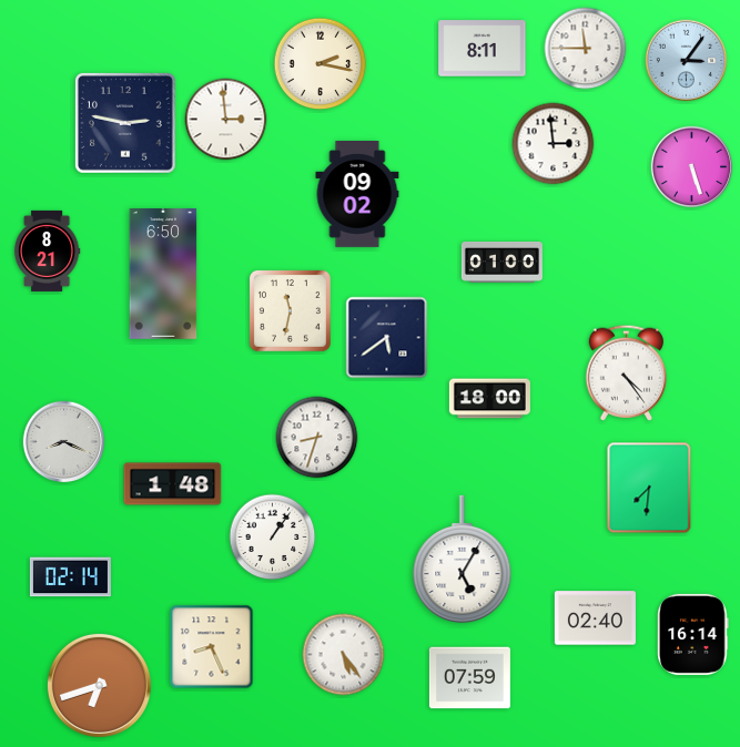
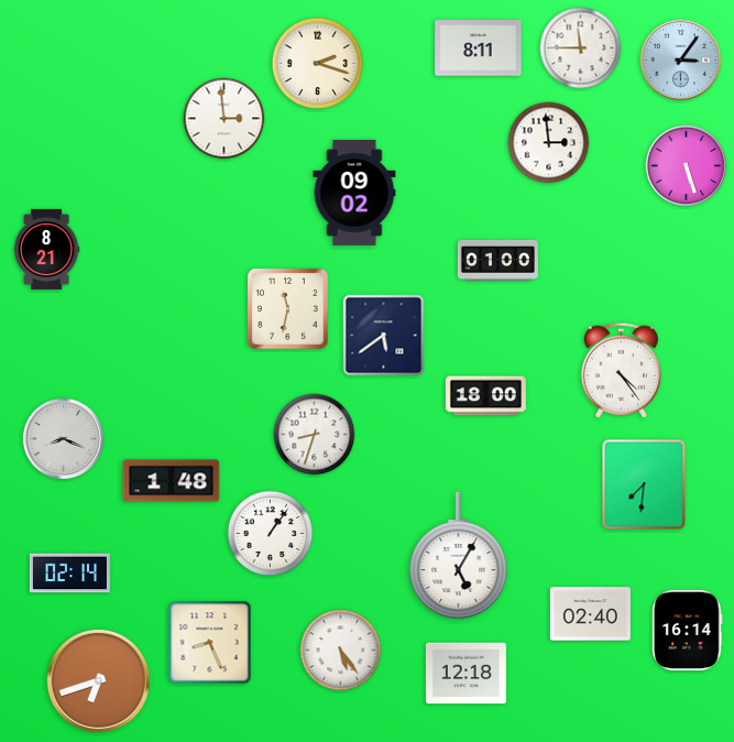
clock at (321, 64): 2:17 -> 2:18
clock at (125, 123): 2:47 -> none
clock at (163, 274): 6:50 -> none
clock at (469, 678): 07:59 -> 12:18
